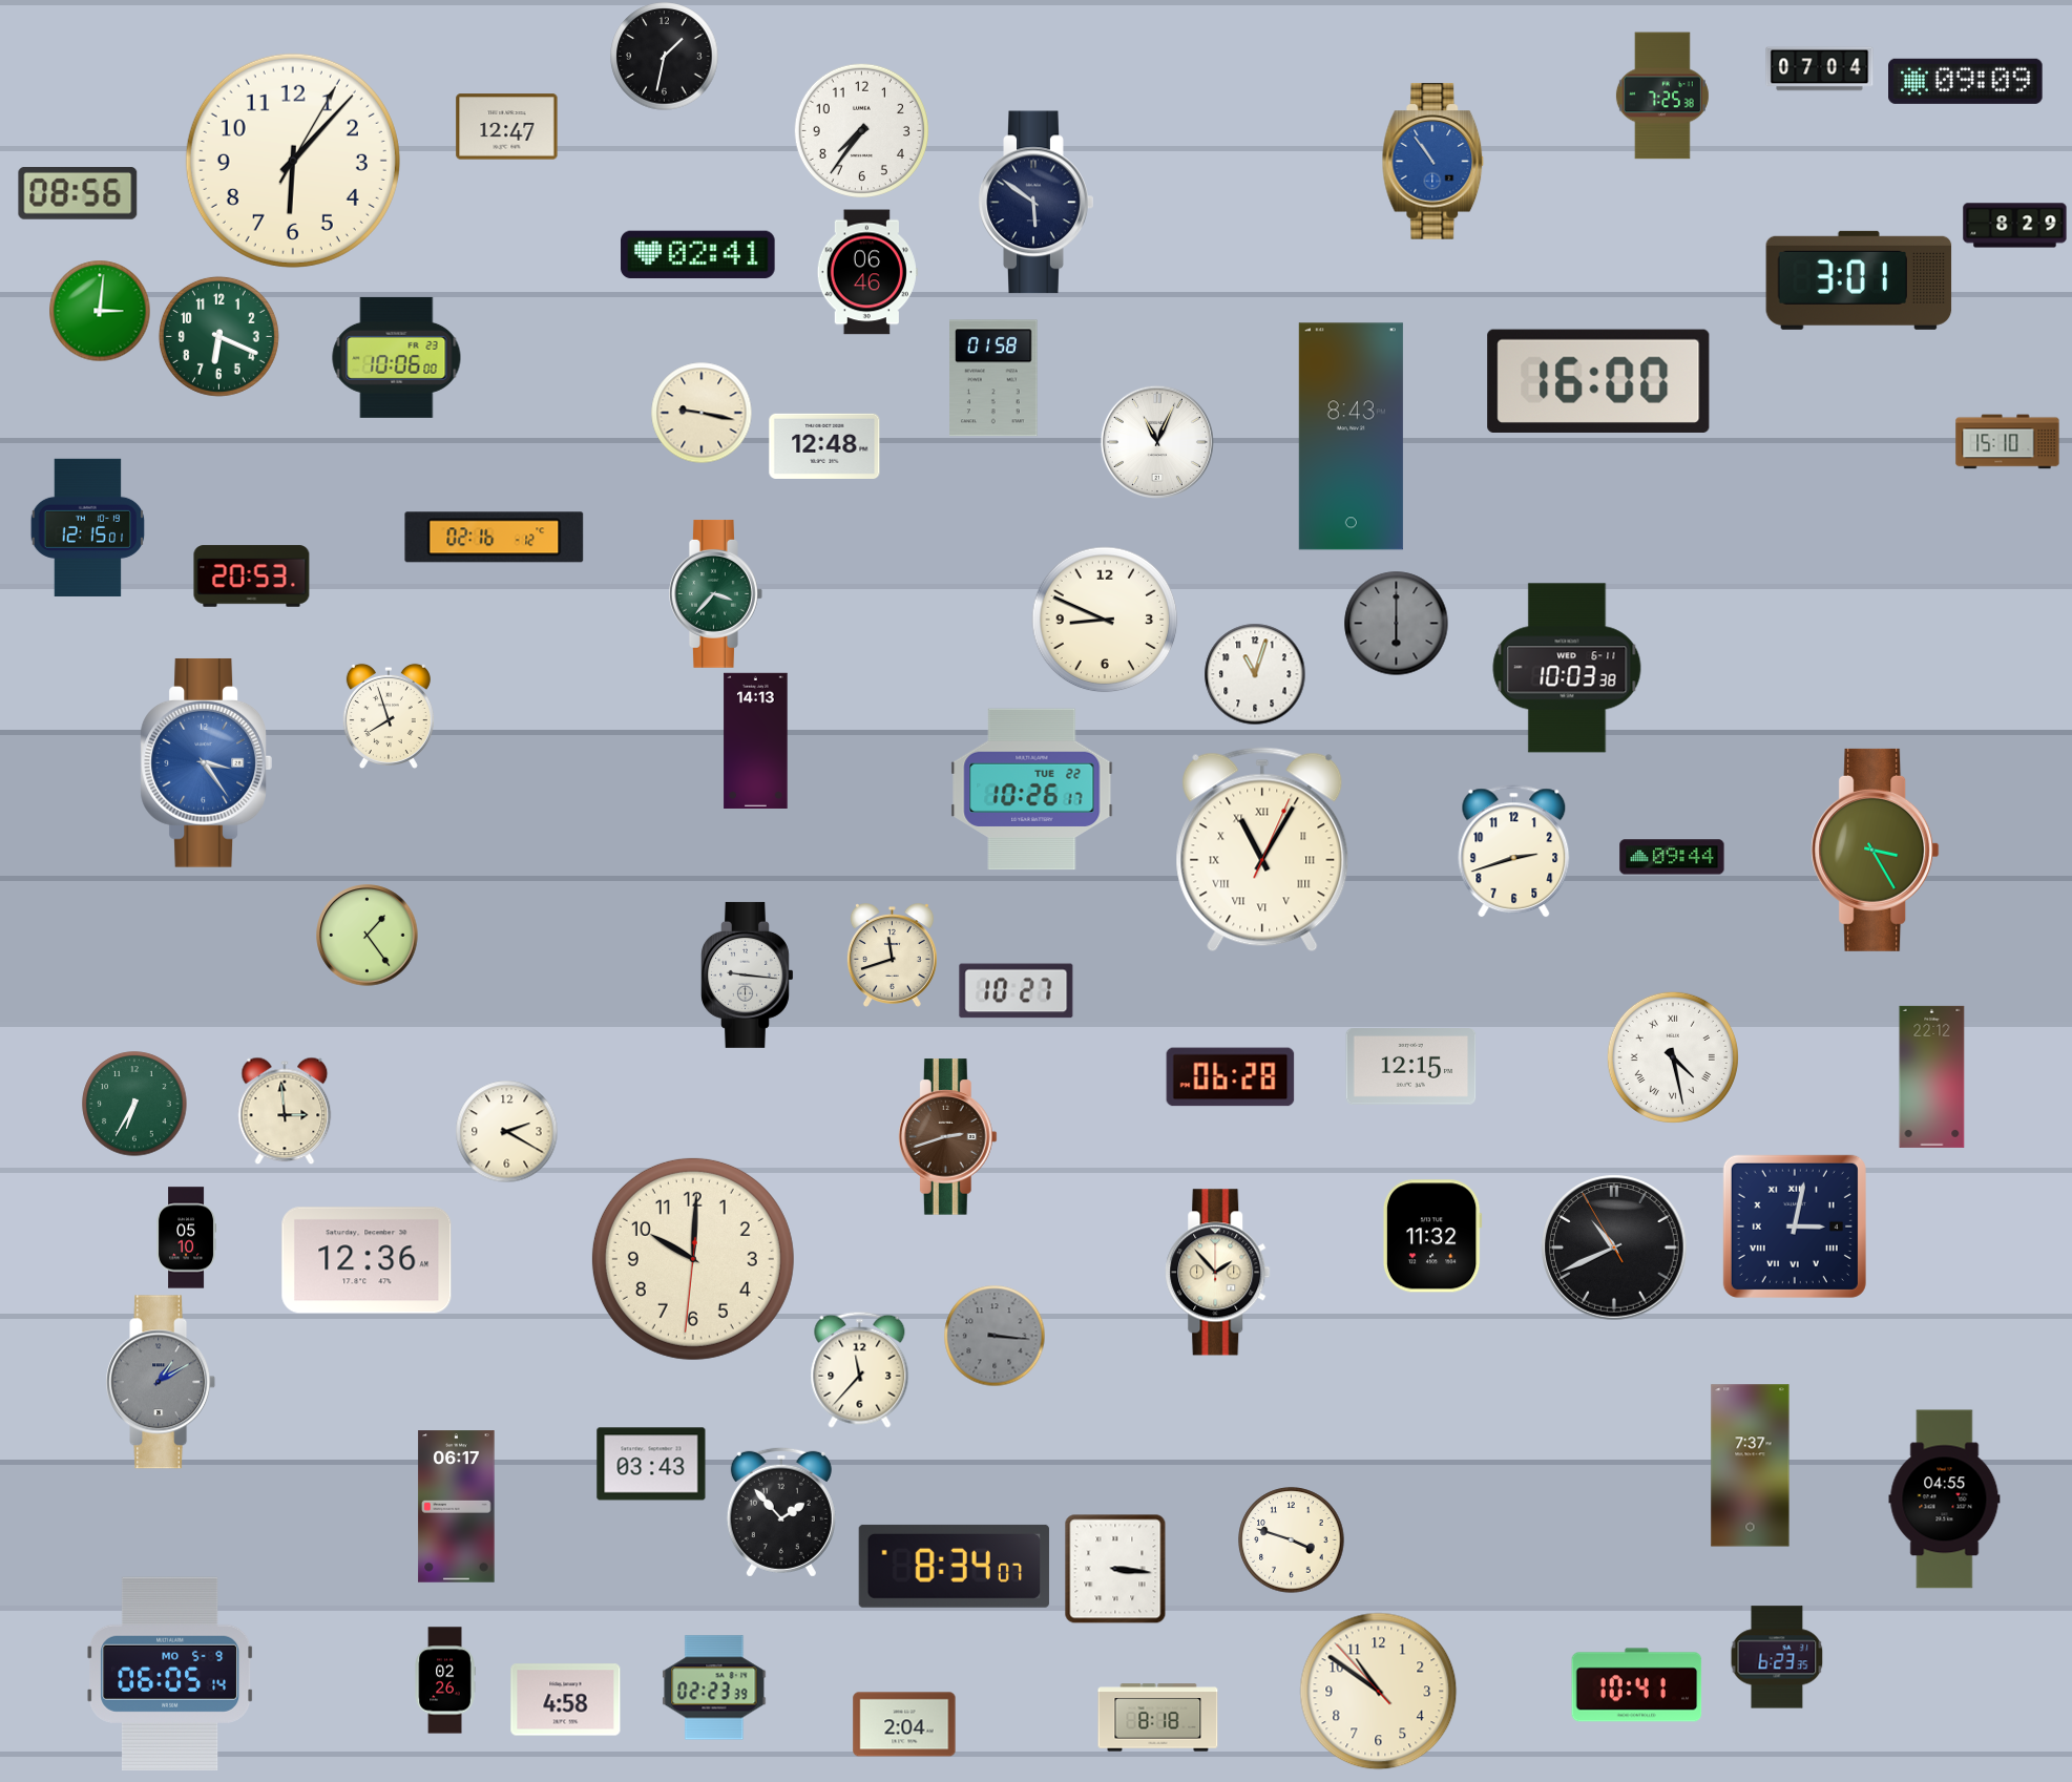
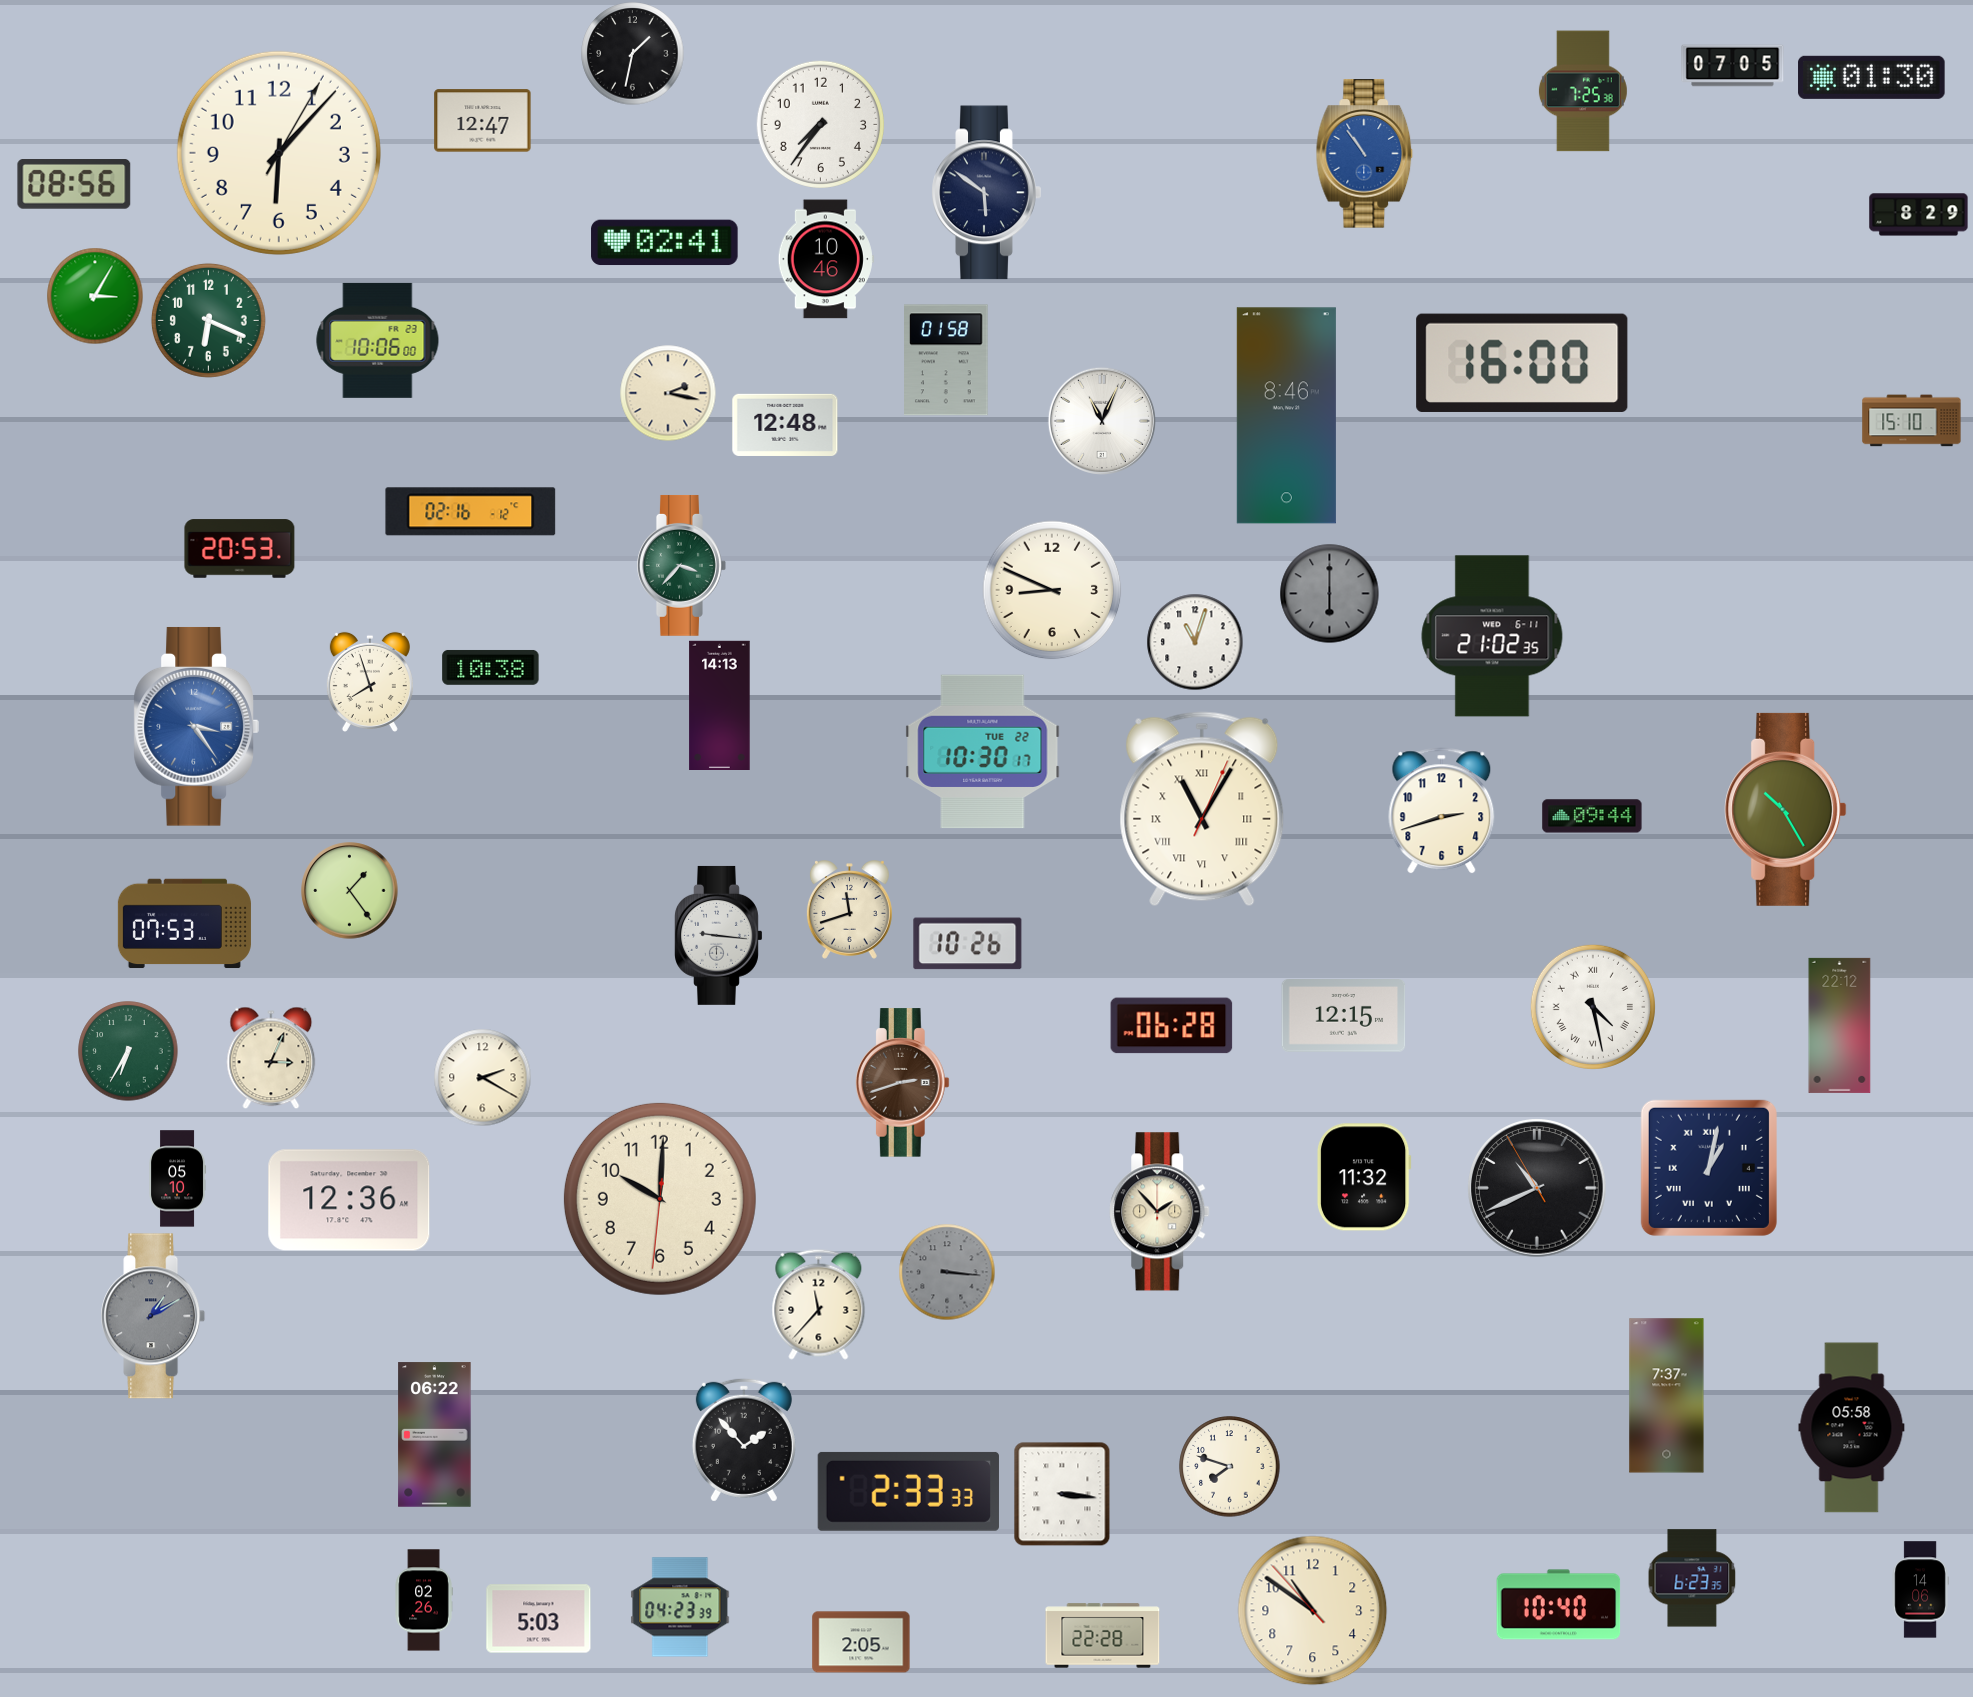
clock at (1820, 69): 07:04 -> 07:05
clock at (1966, 81): 09:09 -> 01:30
clock at (867, 272): 06:46 -> 10:46
clock at (1859, 280): 3:01 -> none
clock at (100, 311): 3:01 -> 3:05
clock at (702, 413): 9:17 -> 2:17
clock at (1351, 437): 8:43 -> 8:46
clock at (88, 527): 12:15 -> none
clock at (1567, 668): 10:03 -> 21:02
clock at (491, 667): none -> 10:38
clock at (1032, 790): 10:26 -> 10:30
clock at (1876, 850): 3:25 -> 10:25
clock at (184, 924): none -> 07:53
clock at (748, 974) position: (748, 974) -> (719, 935)
clock at (1017, 991): 10:27 -> 10:26
clock at (285, 1111): 2:59 -> 3:04
clock at (1795, 1227): 3:02 -> 1:02
clock at (651, 1464): 03:43 -> none
clock at (1945, 1500): 04:55 -> 05:58
clock at (457, 1507): 06:17 -> 06:22
clock at (1292, 1540): 3:48 -> 7:48
clock at (954, 1566): 8:34 -> 2:33
clock at (1920, 1590): none -> 14:06
clock at (170, 1674): 06:05 -> none
clock at (1637, 1685): 10:41 -> 10:40
clock at (714, 1687): 02:23 -> 04:23
clock at (566, 1700): 4:58 -> 5:03
clock at (1158, 1718): 8:18 -> 22:28
clock at (904, 1724): 2:04 -> 2:05
